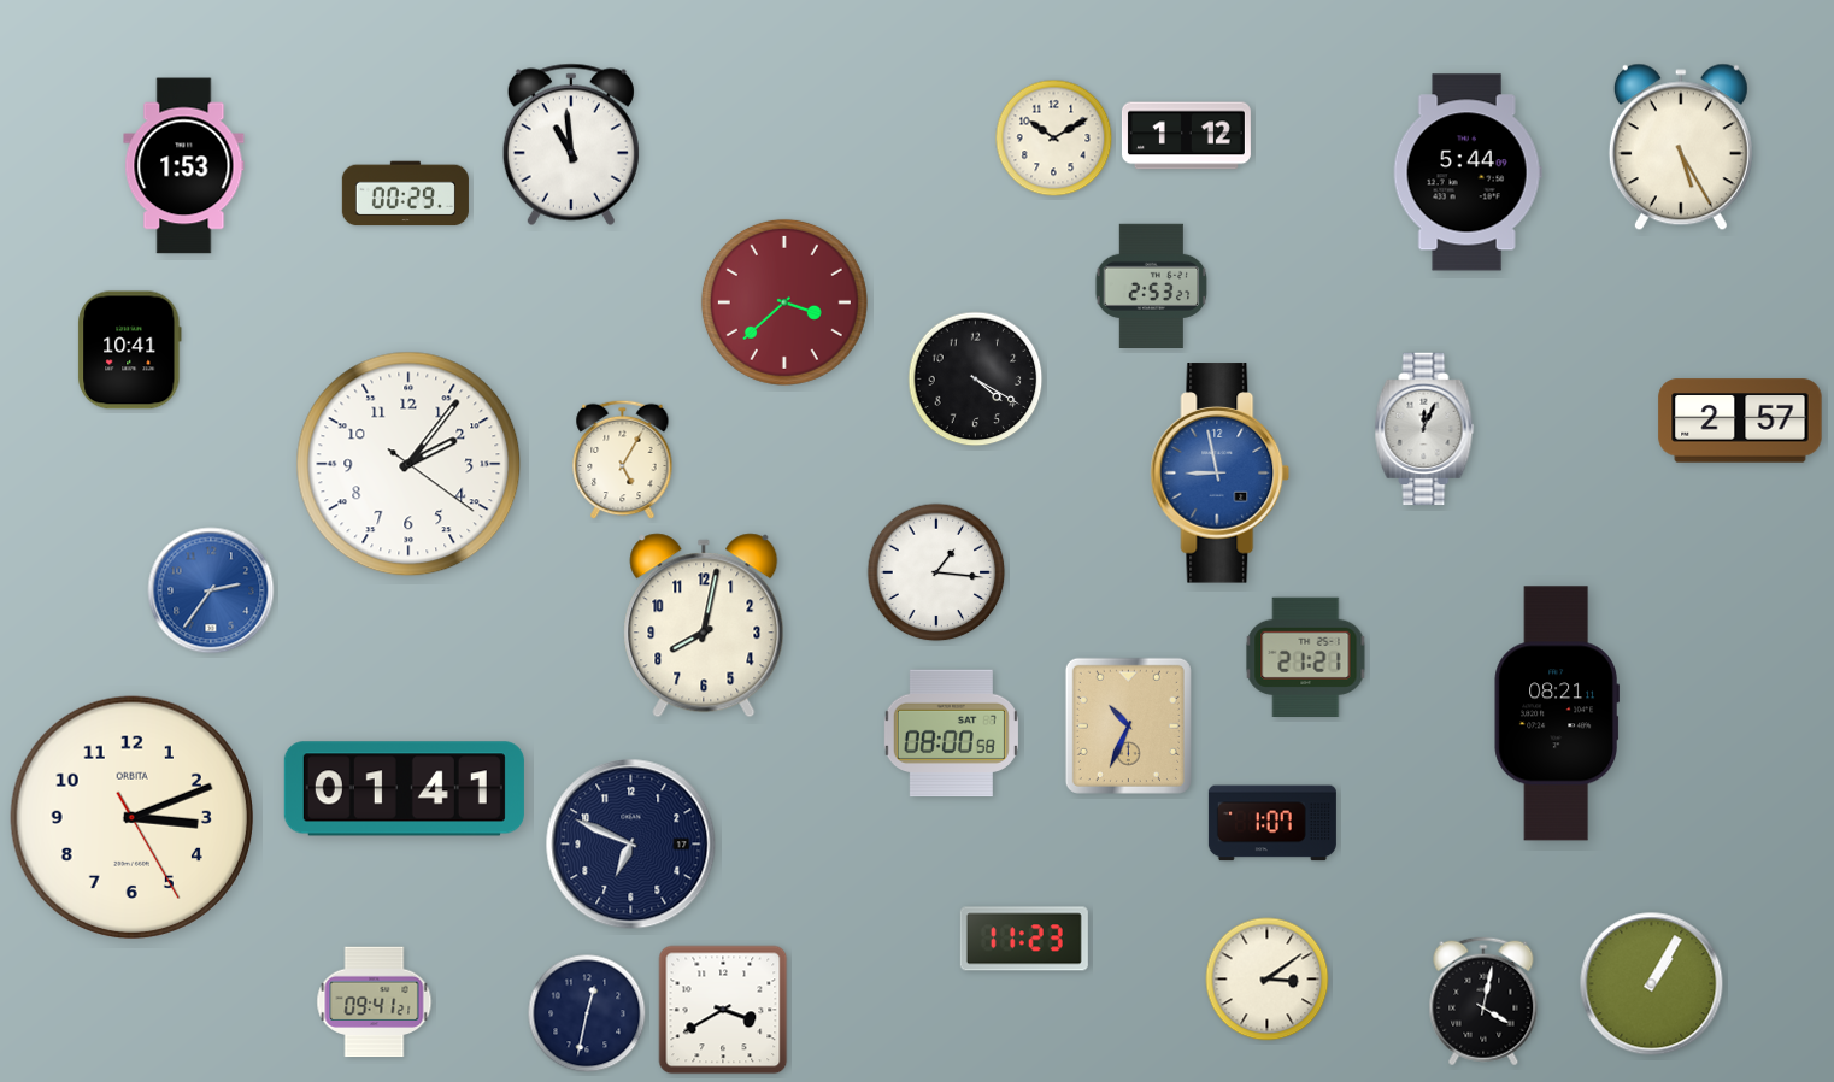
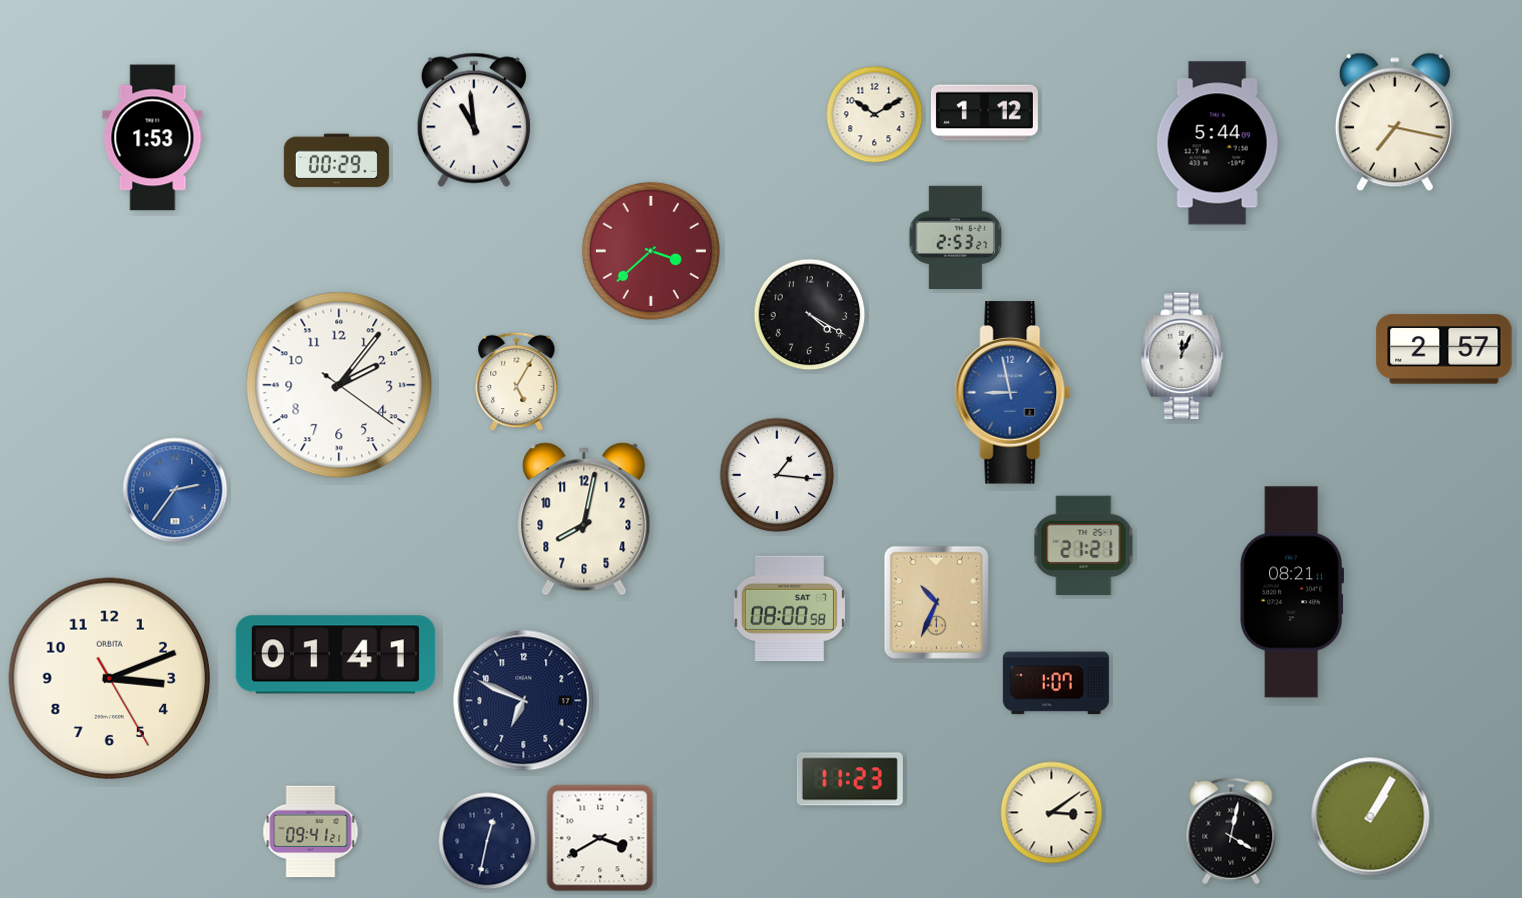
clock at (1681, 147): 5:25 -> 7:17
clock at (130, 351): 10:41 -> none
